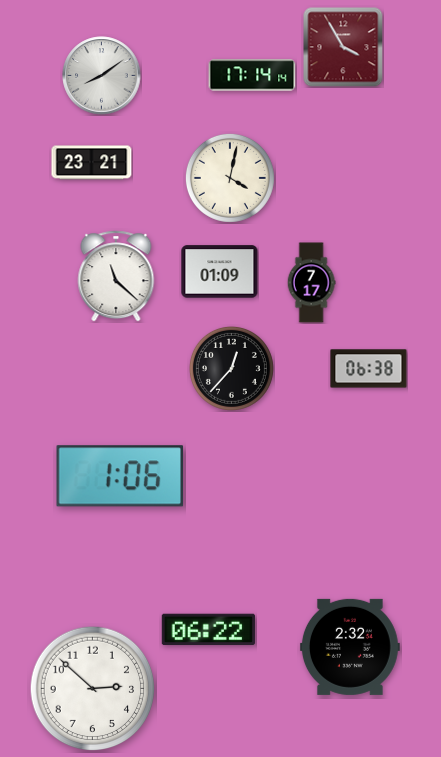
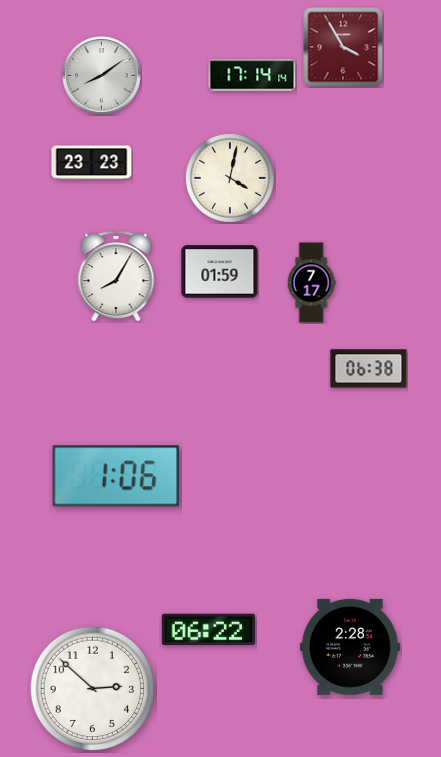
clock at (92, 163): 23:21 -> 23:23
clock at (220, 272): 01:09 -> 01:59
clock at (116, 276): 11:22 -> 8:05
clock at (231, 368): 12:37 -> none
clock at (120, 476) position: (120, 476) -> (116, 476)
clock at (350, 647): 2:32 -> 2:28
